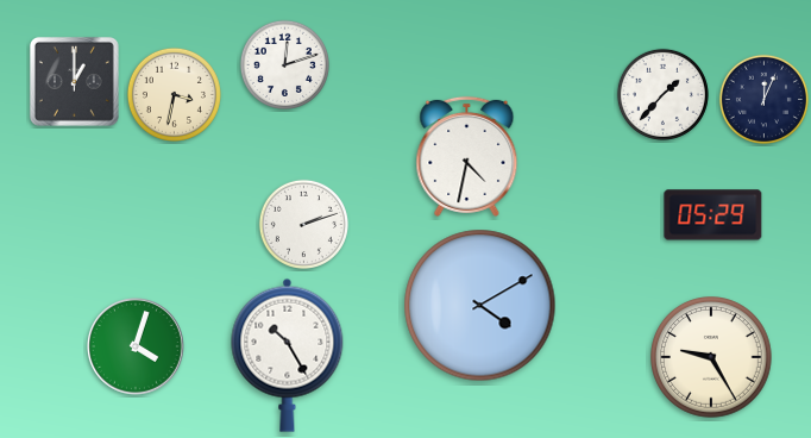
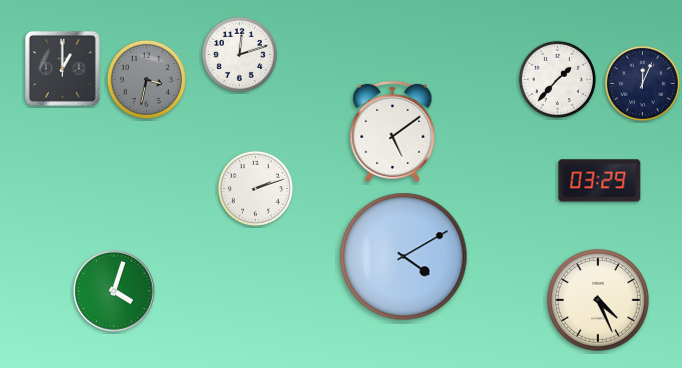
clock at (174, 94) dial: cream -> grey
clock at (467, 156): 4:32 -> 5:09
clock at (713, 215): 05:29 -> 03:29
clock at (288, 355): 10:25 -> none
clock at (712, 358): 9:25 -> 4:26
